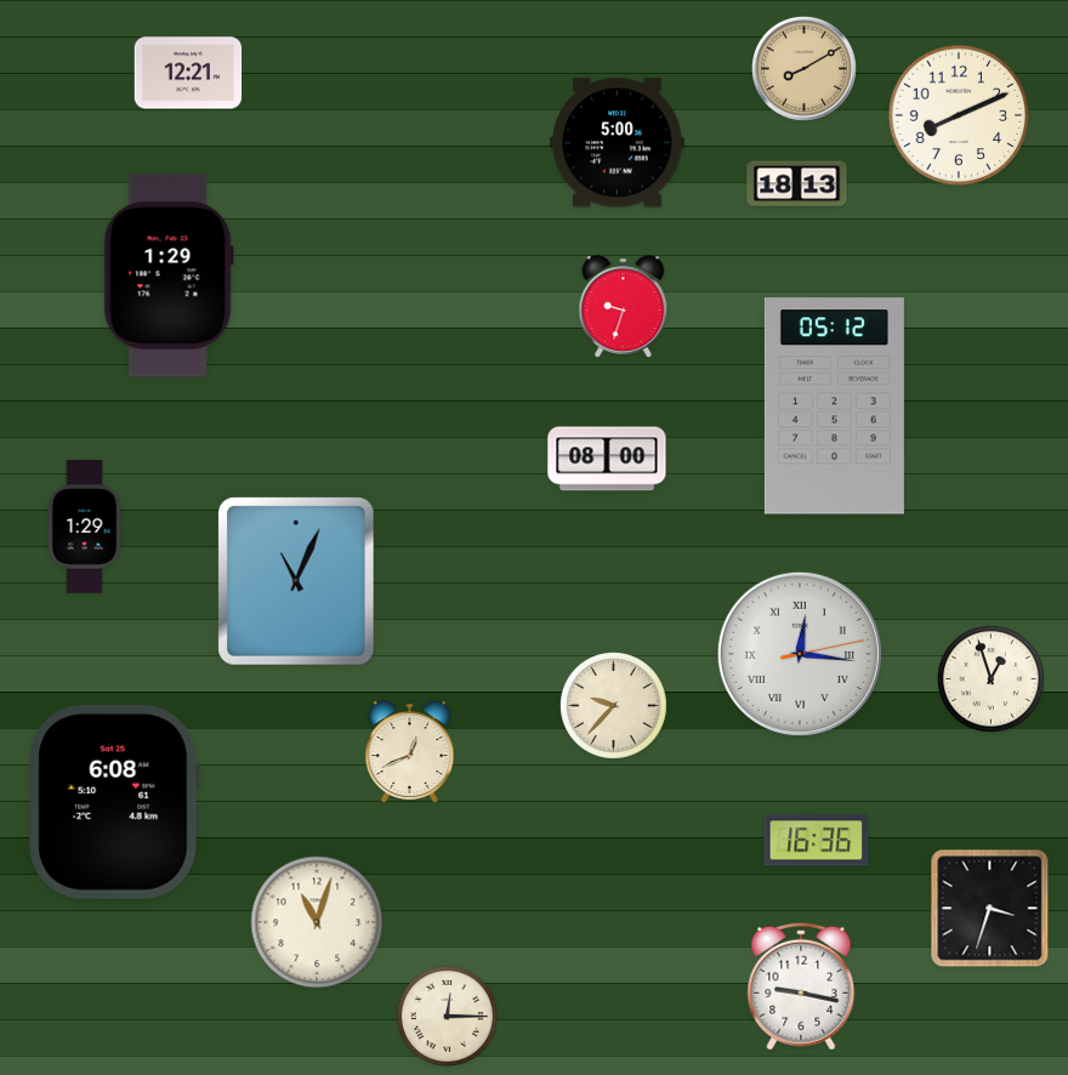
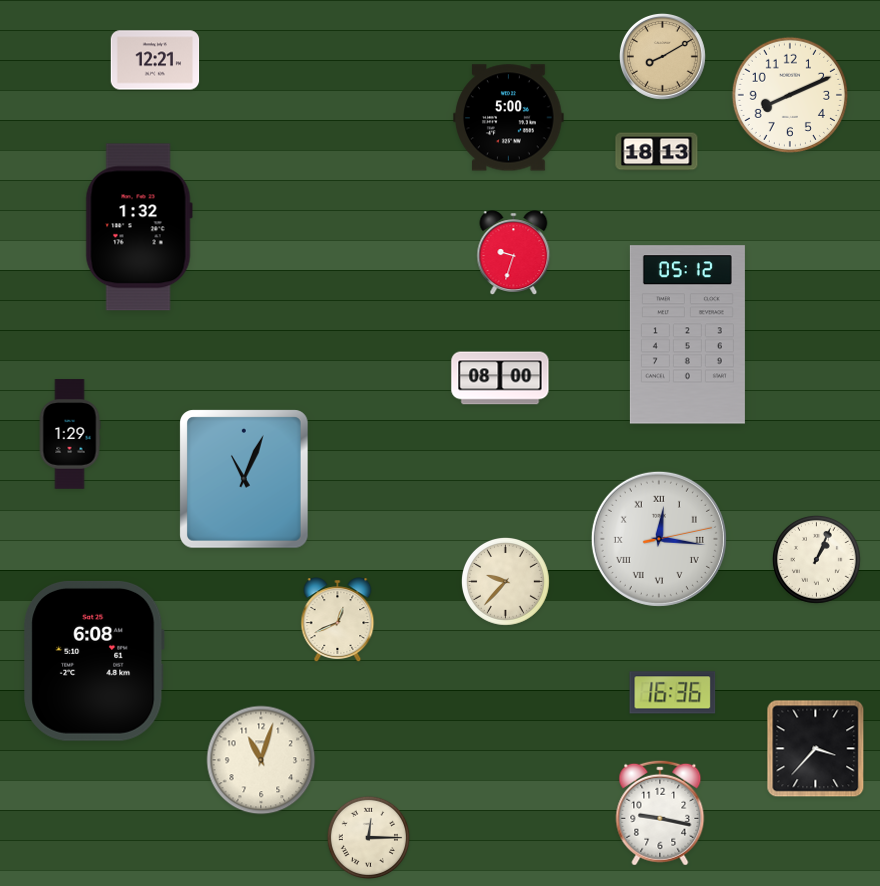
clock at (169, 275): 1:29 -> 1:32
clock at (990, 678): 12:57 -> 1:04
clock at (990, 909): 3:33 -> 3:37
